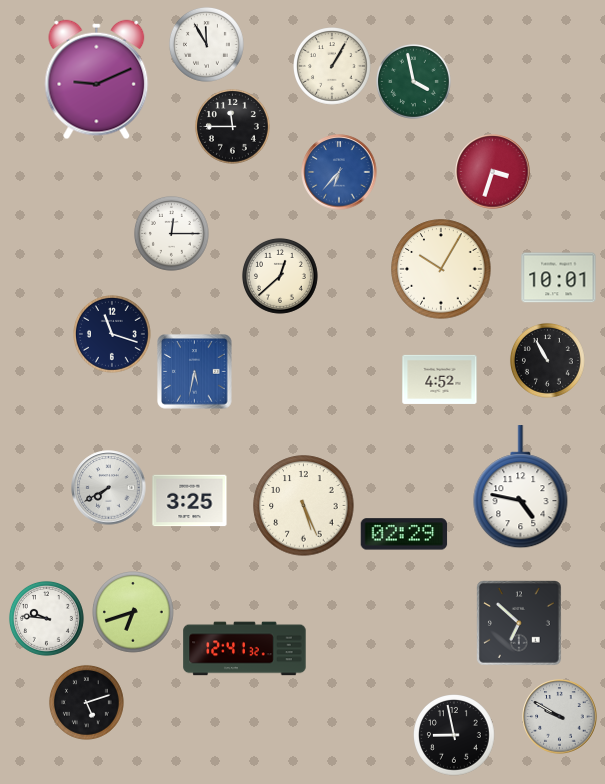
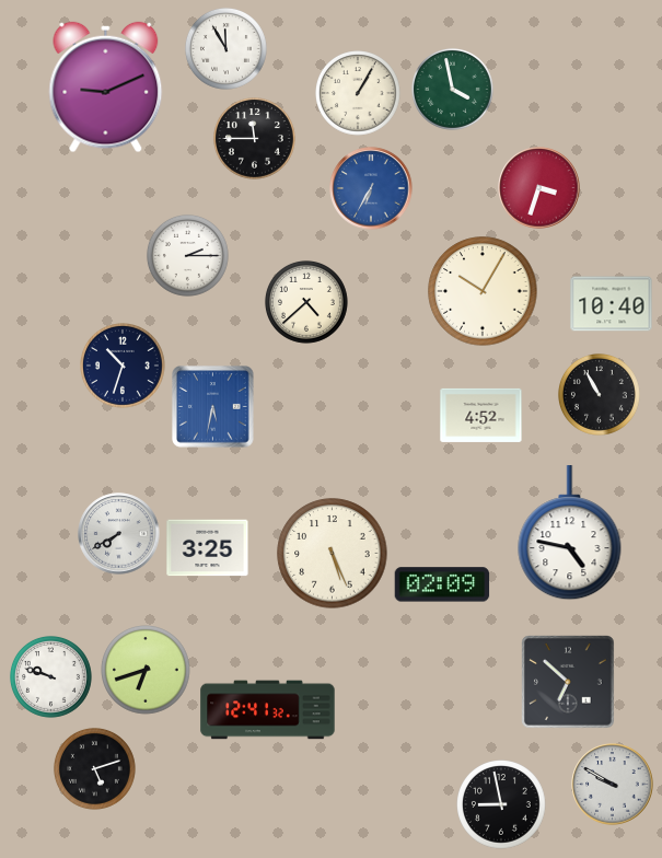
clock at (333, 67) position: (333, 67) -> (359, 94)
clock at (339, 172): 6:37 -> 6:35
clock at (171, 233): 12:15 -> 2:15
clock at (441, 269) position: (441, 269) -> (483, 291)
clock at (280, 276): 12:38 -> 4:38
clock at (559, 278): 10:01 -> 10:40
clock at (113, 335): 11:18 -> 10:33
clock at (404, 534): 02:29 -> 02:09
clock at (46, 618): 9:46 -> 9:48
clock at (455, 736) position: (455, 736) -> (502, 805)
